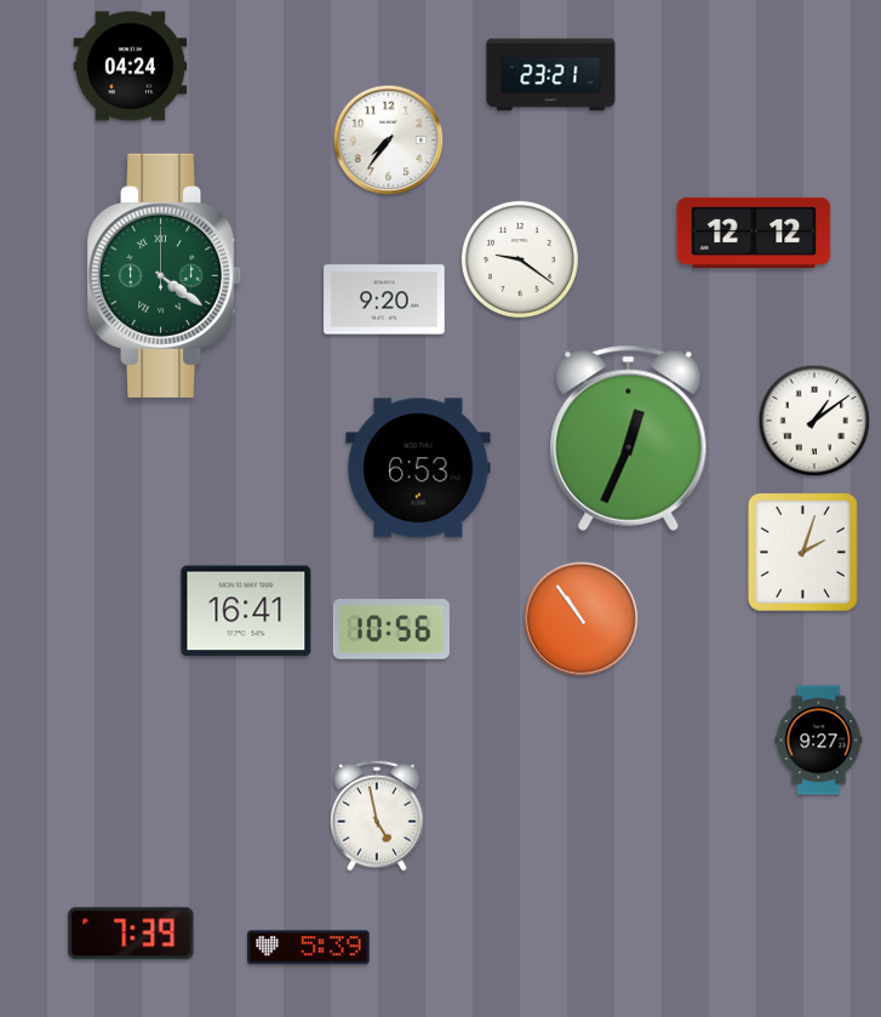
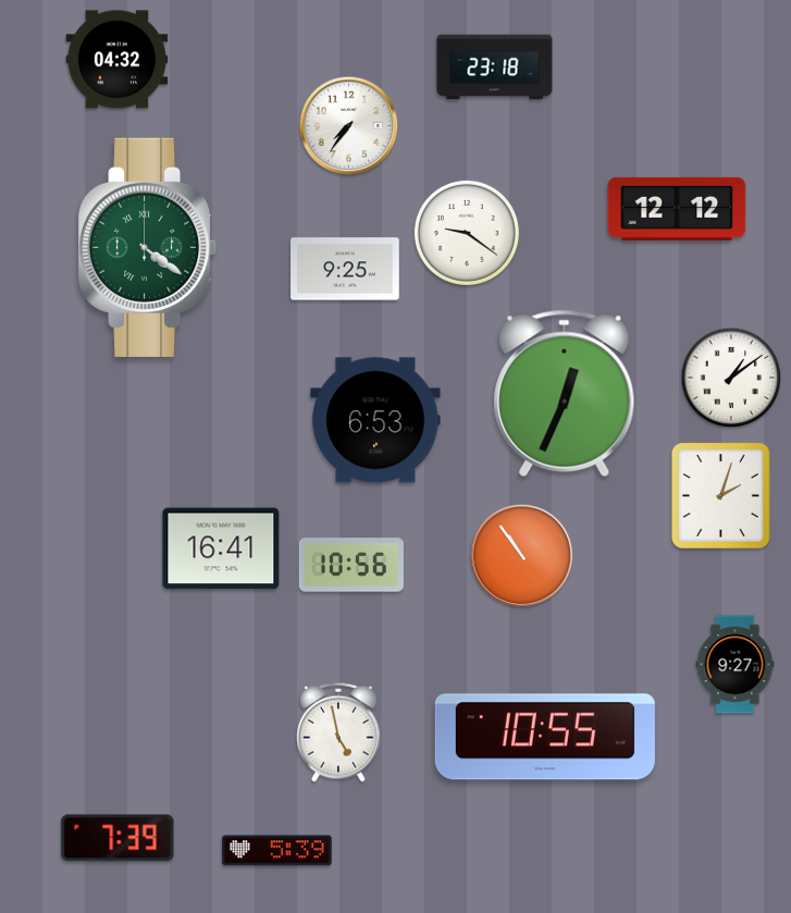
clock at (131, 67): 04:24 -> 04:32
clock at (551, 75): 23:21 -> 23:18
clock at (384, 299): 9:20 -> 9:25
clock at (545, 737): none -> 10:55
